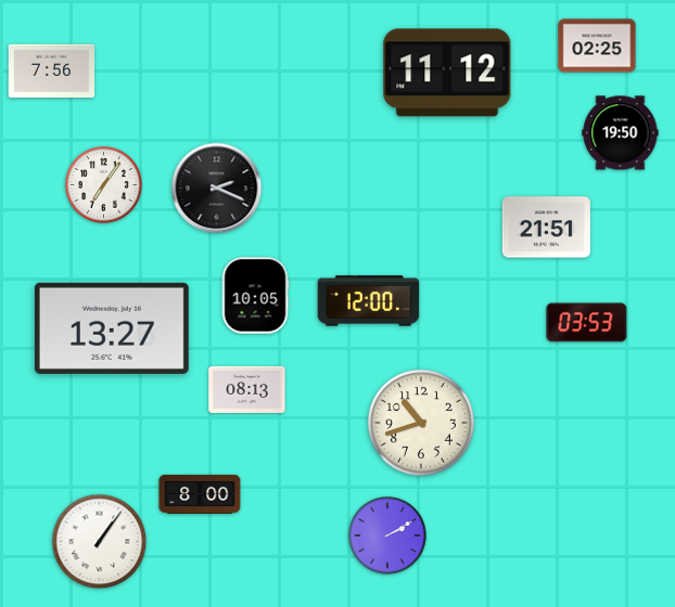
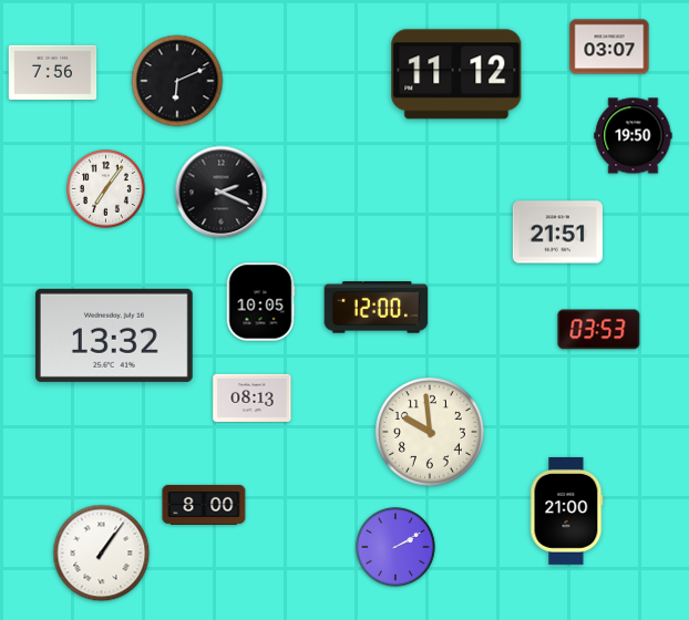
clock at (597, 46): 02:25 -> 03:07
clock at (177, 81): none -> 6:11
clock at (112, 328): 13:27 -> 13:32
clock at (421, 423): 10:42 -> 9:59
clock at (567, 510): none -> 21:00
